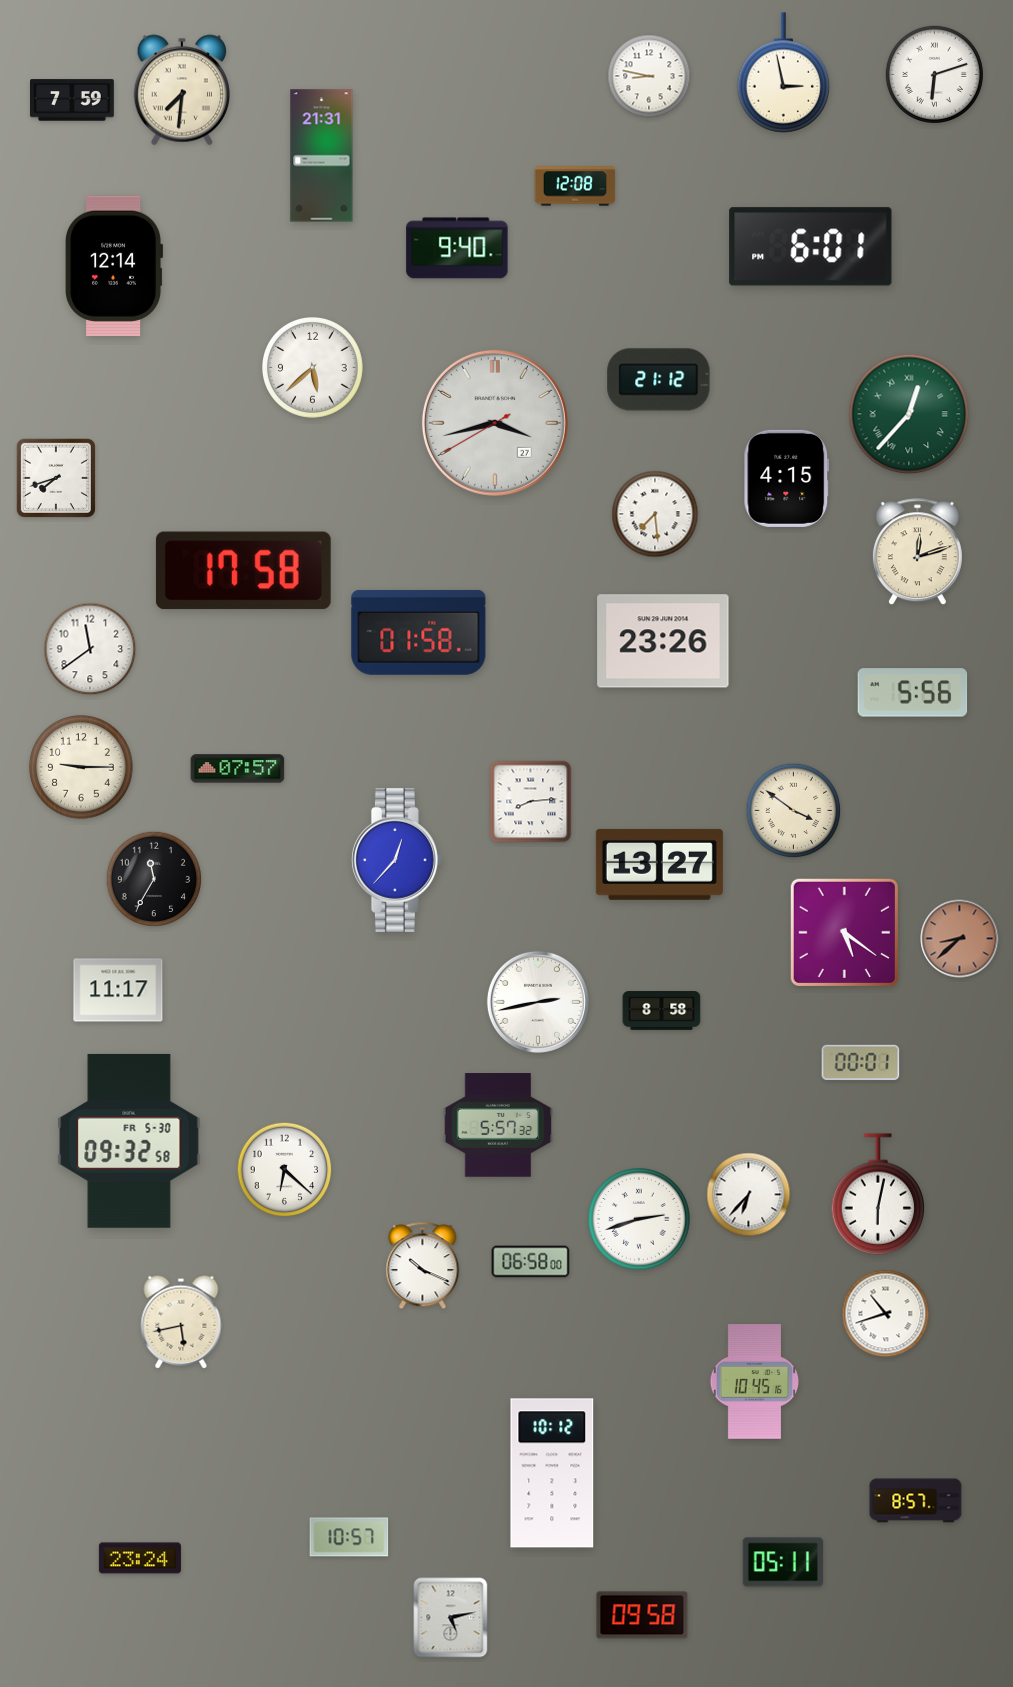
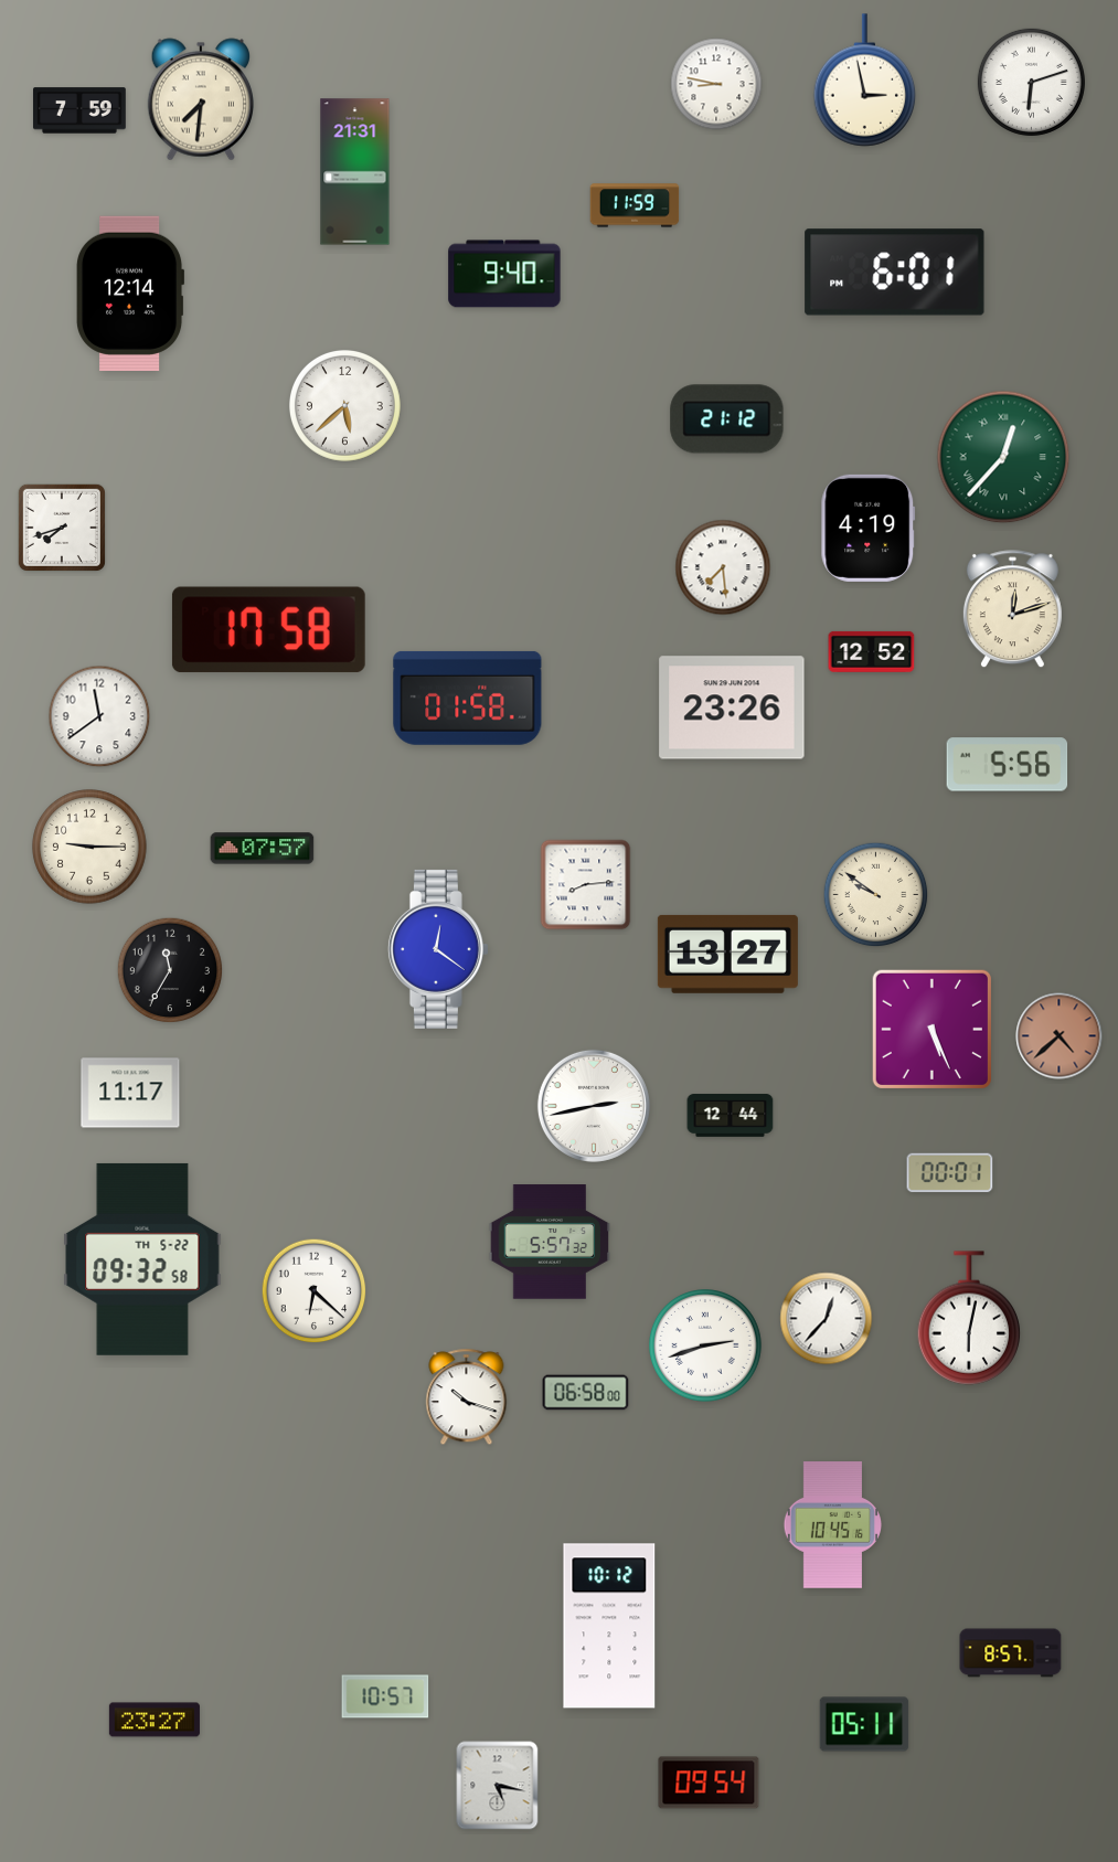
clock at (575, 186): 12:08 -> 11:59
clock at (115, 266) position: (115, 266) -> (131, 294)
clock at (495, 423): 3:42 -> none
clock at (787, 478): 4:15 -> 4:19
clock at (872, 651): none -> 12:52
clock at (419, 632) position: (419, 632) -> (468, 698)
clock at (794, 811): 3:51 -> 9:51
clock at (397, 860): 12:37 -> 12:21
clock at (844, 932): 5:21 -> 5:26
clock at (960, 939): 8:38 -> 4:38
clock at (662, 1011): 8:58 -> 12:44
clock at (129, 1141) date: FR 5-30 -> TH 5-22
clock at (749, 1195): 6:37 -> 12:37
clock at (423, 1266): 10:19 -> 10:18
clock at (886, 1314): 10:42 -> none
clock at (181, 1322): 5:43 -> none
clock at (916, 1501) position: (916, 1501) -> (1011, 1653)
clock at (140, 1558): 23:24 -> 23:27
clock at (642, 1615): 09:58 -> 09:54
clock at (451, 1618): 5:13 -> 5:17
